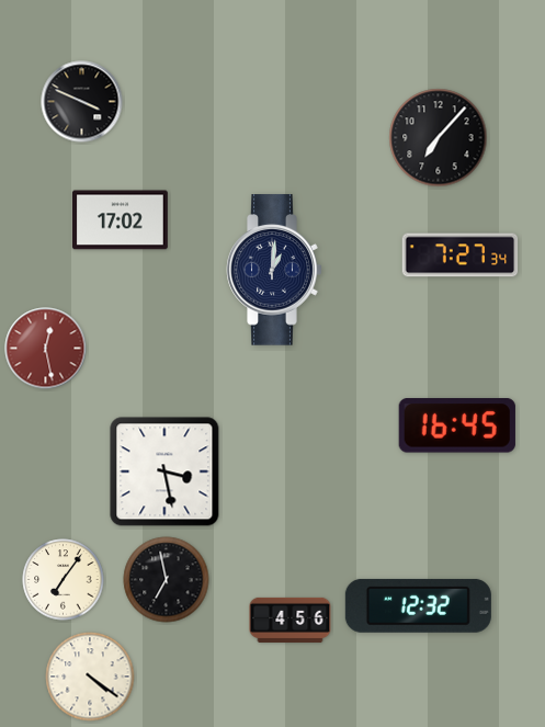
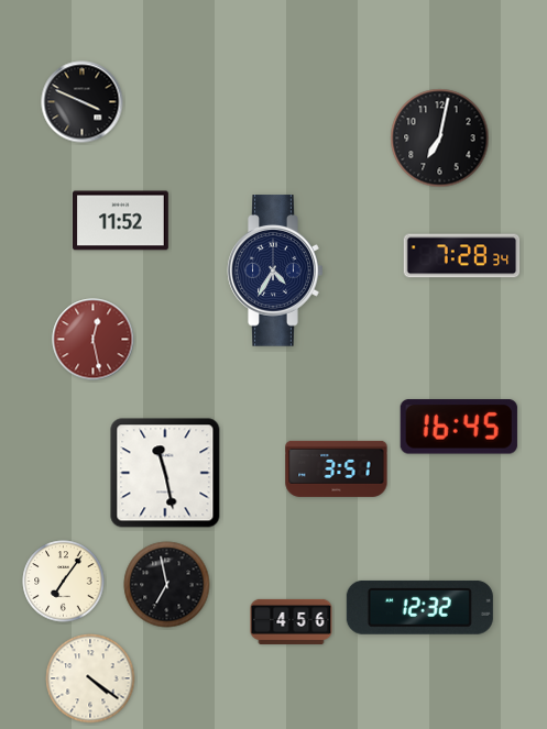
clock at (439, 138): 7:07 -> 7:02
clock at (120, 220): 17:02 -> 11:52
clock at (461, 255): 7:27 -> 7:28
clock at (274, 270): 1:01 -> 4:35
clock at (46, 349) position: (46, 349) -> (94, 340)
clock at (337, 468): none -> 3:51
clock at (164, 472): 3:28 -> 11:28
clock at (167, 580) position: (167, 580) -> (167, 585)
